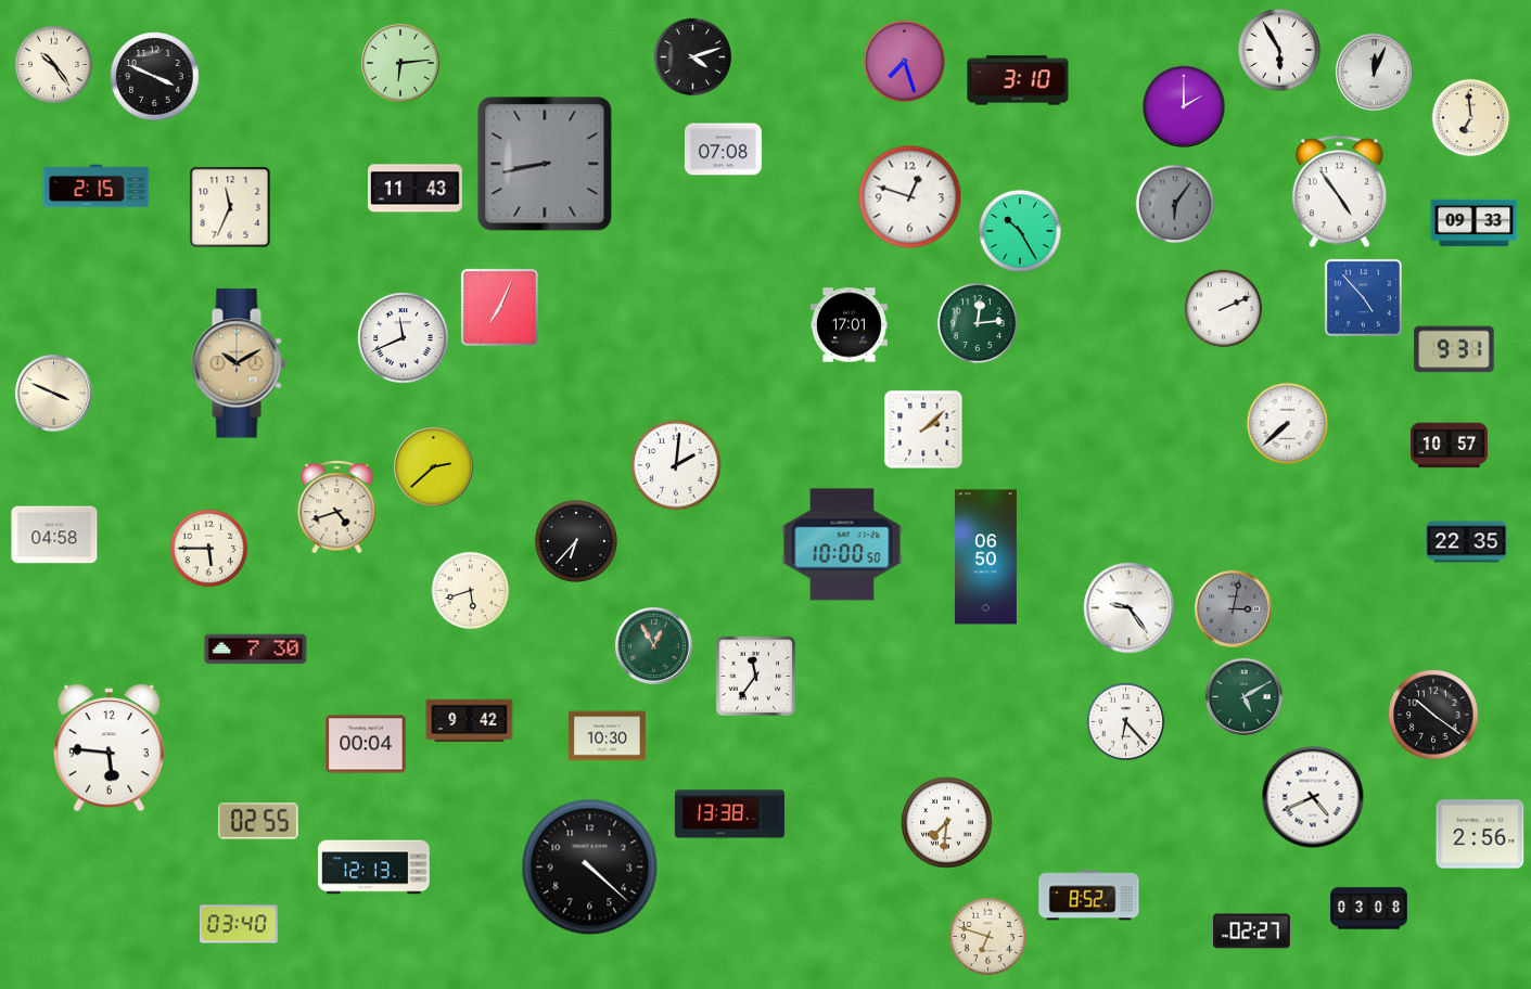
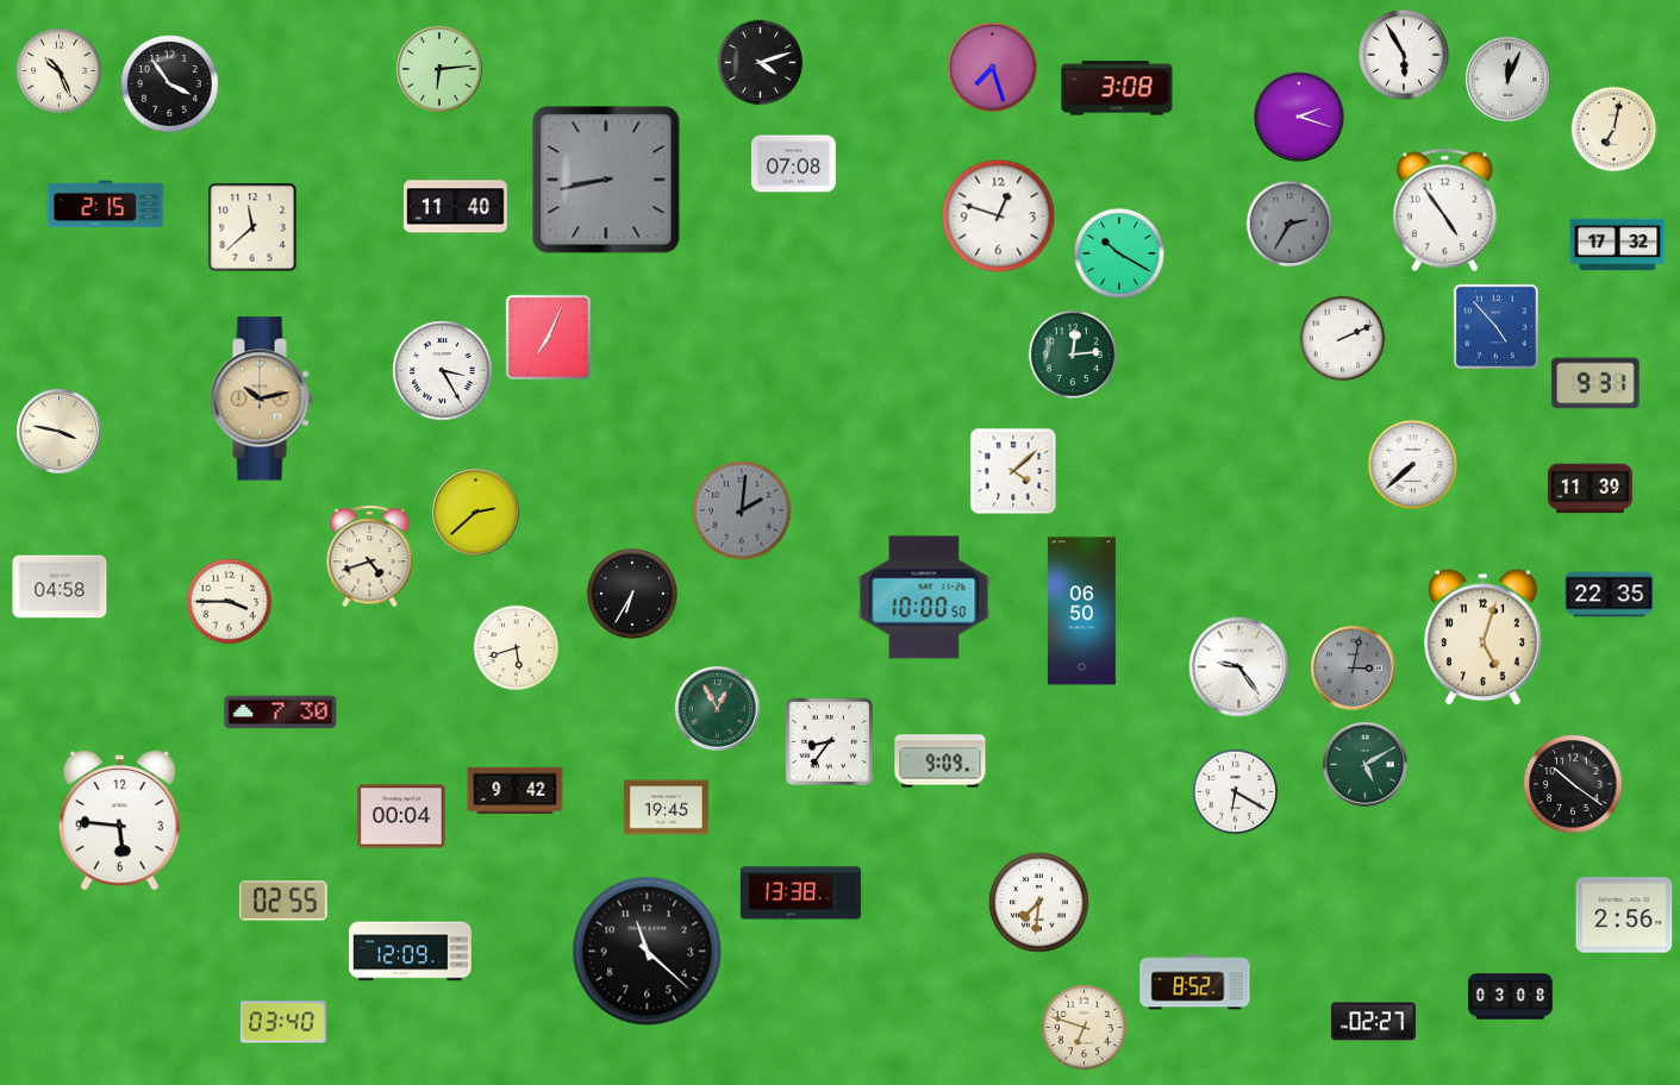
clock at (54, 65): 10:24 -> 10:26
clock at (155, 77): 3:49 -> 3:54
clock at (1018, 80): 3:10 -> 3:08
clock at (1184, 106): 2:00 -> 2:18
clock at (1471, 118): 6:59 -> 7:02
clock at (545, 164) position: (545, 164) -> (606, 180)
clock at (414, 189): 11:43 -> 11:40
clock at (1339, 192) position: (1339, 192) -> (1444, 211)
clock at (1175, 204): 6:06 -> 2:35
clock at (230, 207): 11:34 -> 11:38
clock at (1475, 223): 09:33 -> 17:32
clock at (1020, 231): 10:25 -> 10:20
clock at (849, 325): 17:01 -> none
clock at (404, 338): 11:41 -> 3:25
clock at (239, 363): 10:10 -> 10:13
clock at (53, 393): 3:49 -> 3:47
clock at (923, 429): 2:08 -> 4:08
clock at (1449, 446): 10:57 -> 11:39
clock at (676, 465) dial: white -> grey
clock at (576, 541): 6:37 -> 6:35
clock at (209, 549): 5:45 -> 3:45
clock at (1484, 638): none -> 5:03
clock at (756, 677): 11:36 -> 8:36
clock at (941, 761): none -> 9:09
clock at (1126, 722): 6:23 -> 6:20
clock at (607, 736): 10:30 -> 19:45
clock at (1313, 797): 4:41 -> none
clock at (374, 868): 12:13 -> 12:09
clock at (590, 868): 4:22 -> 11:22
clock at (1368, 909) position: (1368, 909) -> (1510, 997)
clock at (239, 924) position: (239, 924) -> (283, 1022)
